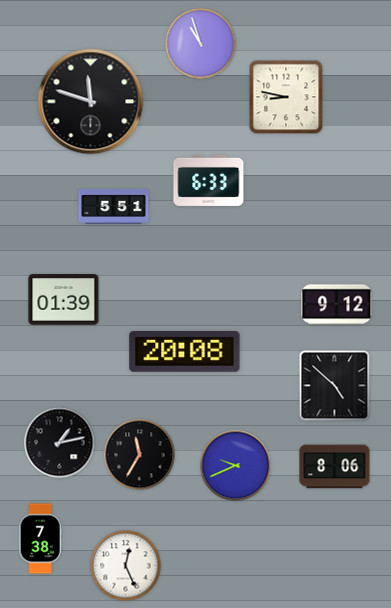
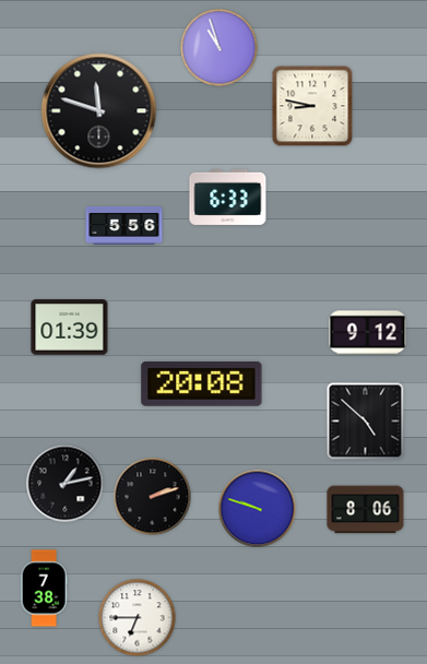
clock at (114, 207): 5:51 -> 5:56
clock at (140, 455): 11:35 -> 2:12
clock at (236, 466): 9:41 -> 9:48
clock at (126, 566): 12:26 -> 6:45
